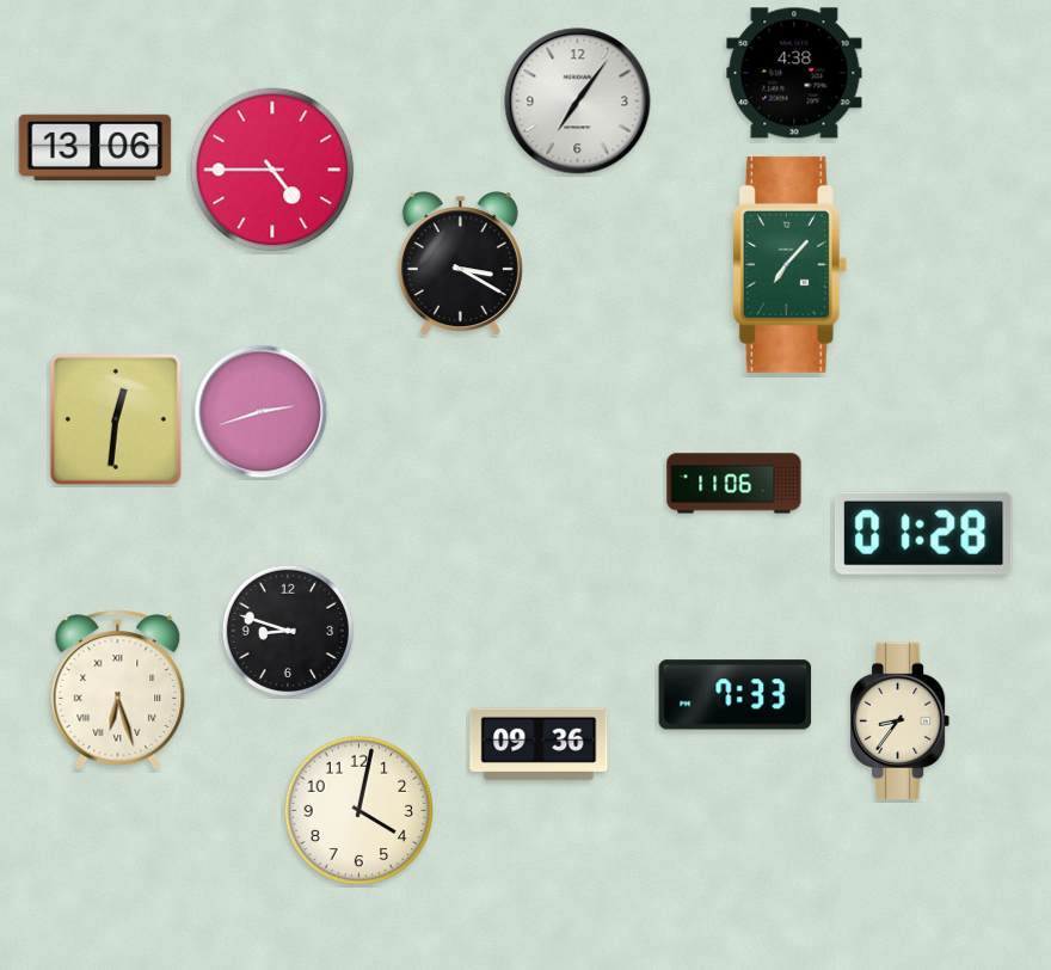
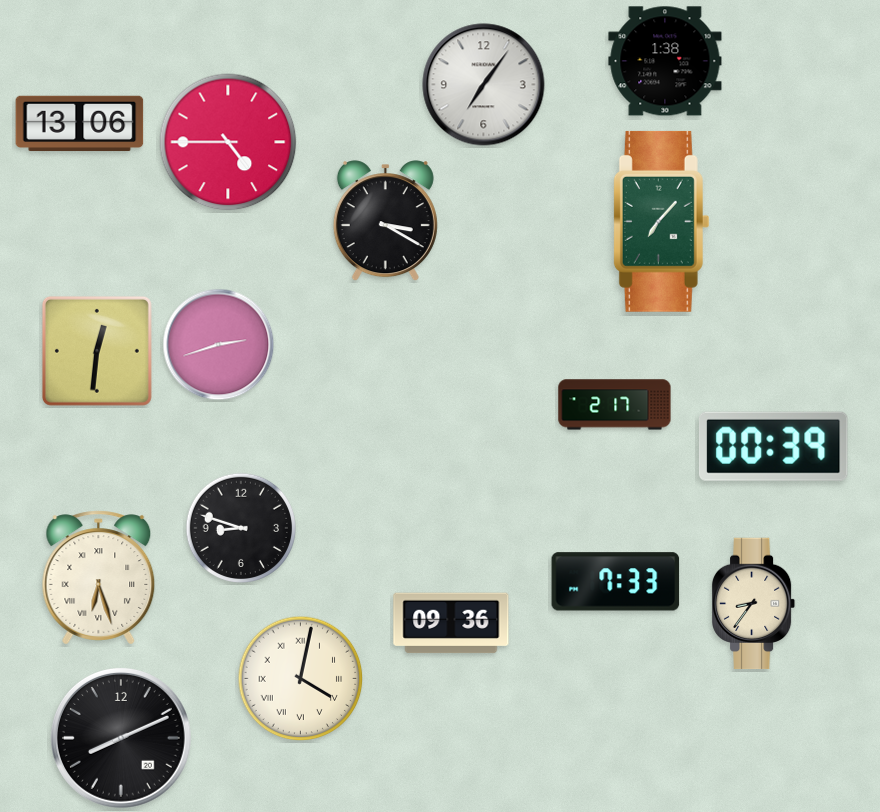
clock at (794, 73): 4:38 -> 1:38
clock at (735, 484): 11:06 -> 2:17
clock at (923, 533): 01:28 -> 00:39
clock at (359, 811) numerals: Arabic -> Roman
clock at (121, 738): none -> 8:11
